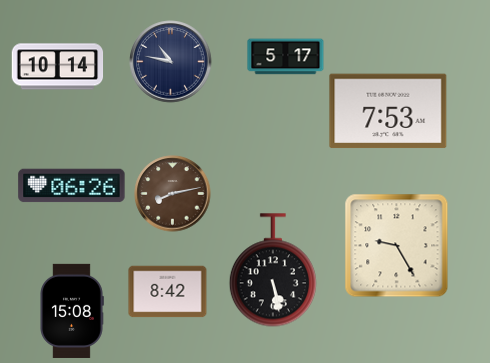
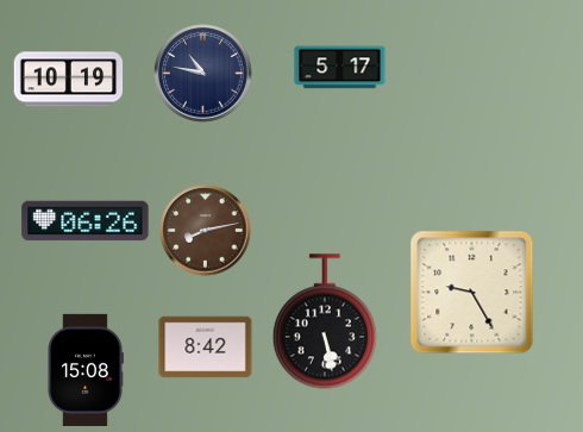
clock at (58, 67): 10:14 -> 10:19
clock at (388, 111): 7:53 -> none
clock at (168, 292) position: (168, 292) -> (206, 348)
